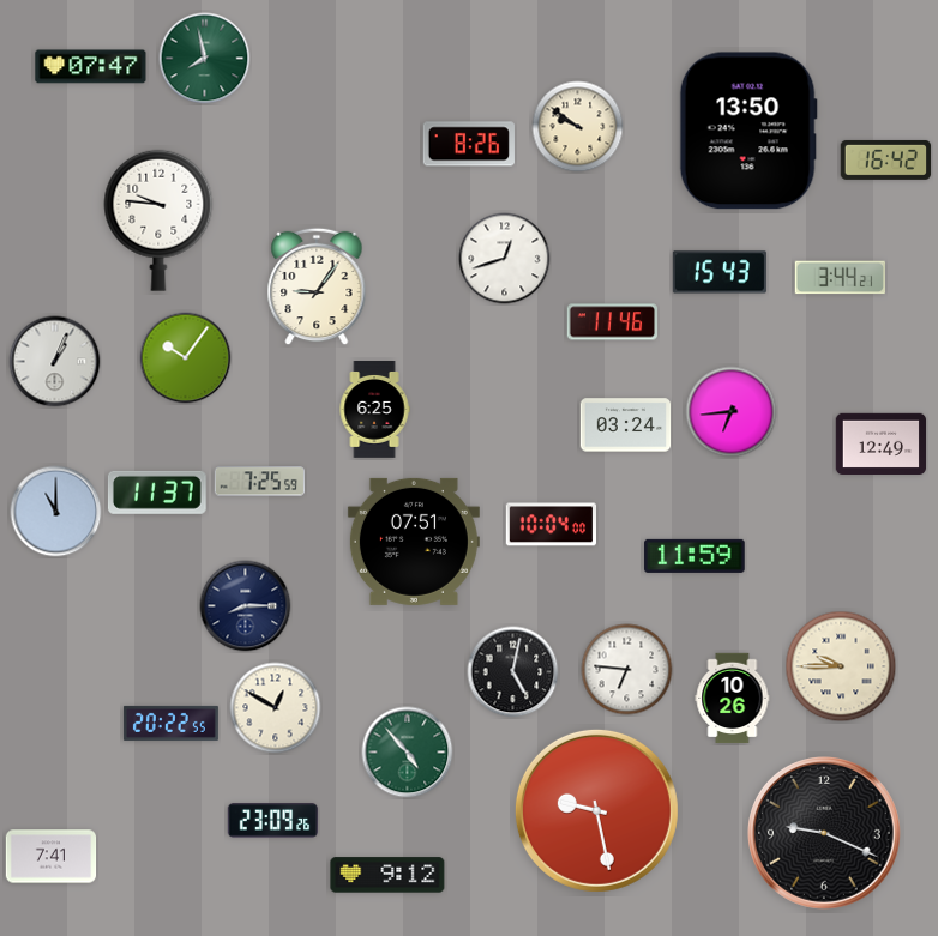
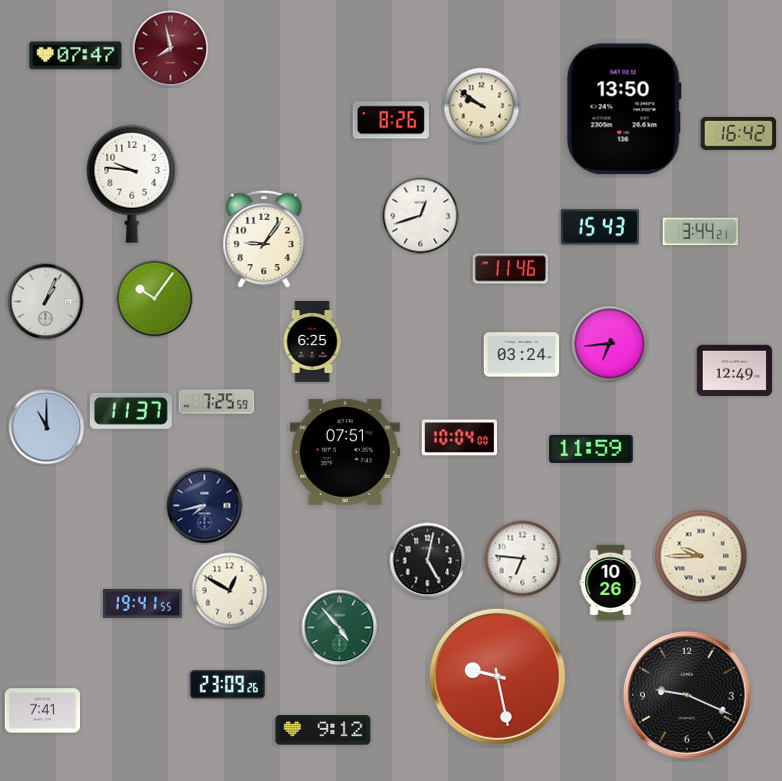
clock at (205, 59) dial: green -> burgundy
clock at (695, 556) position: (695, 556) -> (591, 449)
clock at (246, 606): 8:15 -> 7:43
clock at (170, 723): 20:22 -> 19:41
clock at (52, 857) position: (52, 857) -> (43, 711)
